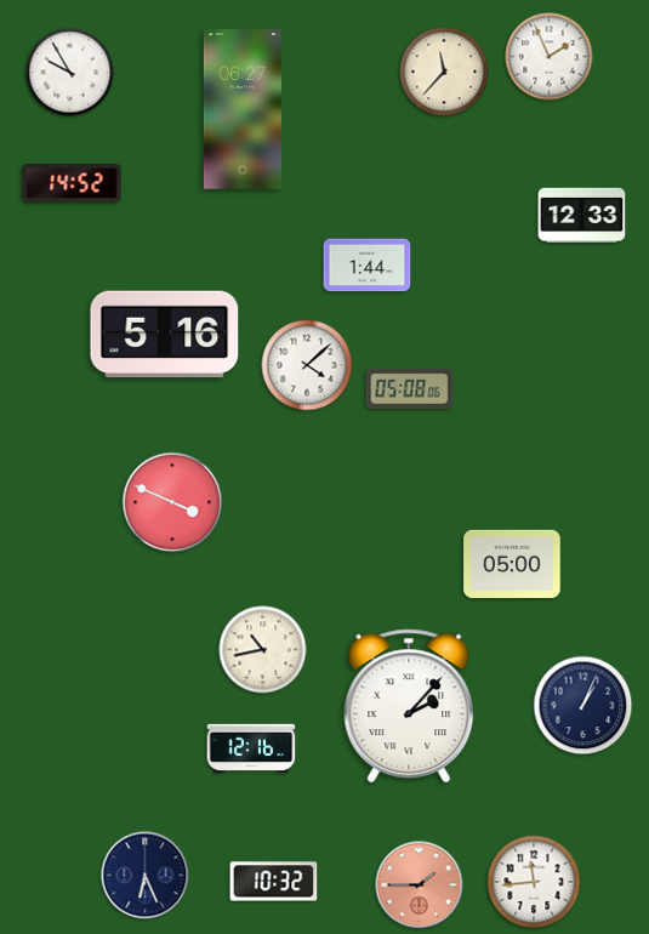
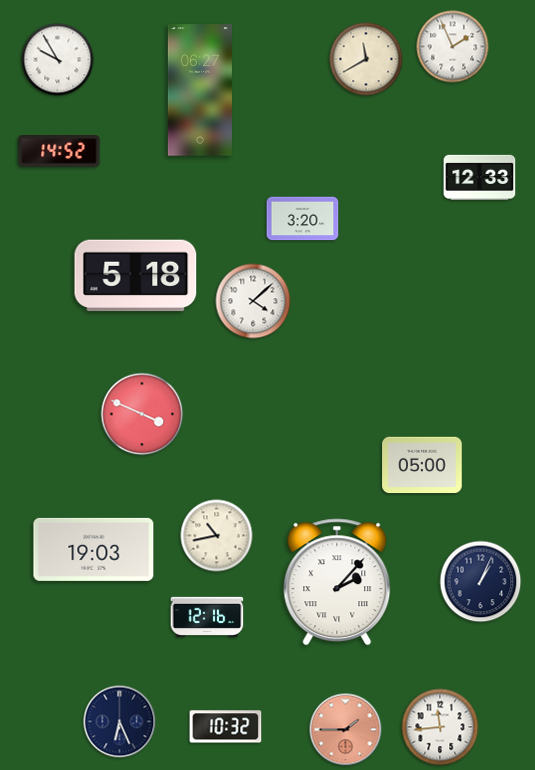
clock at (444, 72): 11:37 -> 11:40
clock at (368, 266): 1:44 -> 3:20
clock at (165, 335): 5:16 -> 5:18
clock at (410, 388): 05:08 -> none
clock at (94, 549): none -> 19:03
